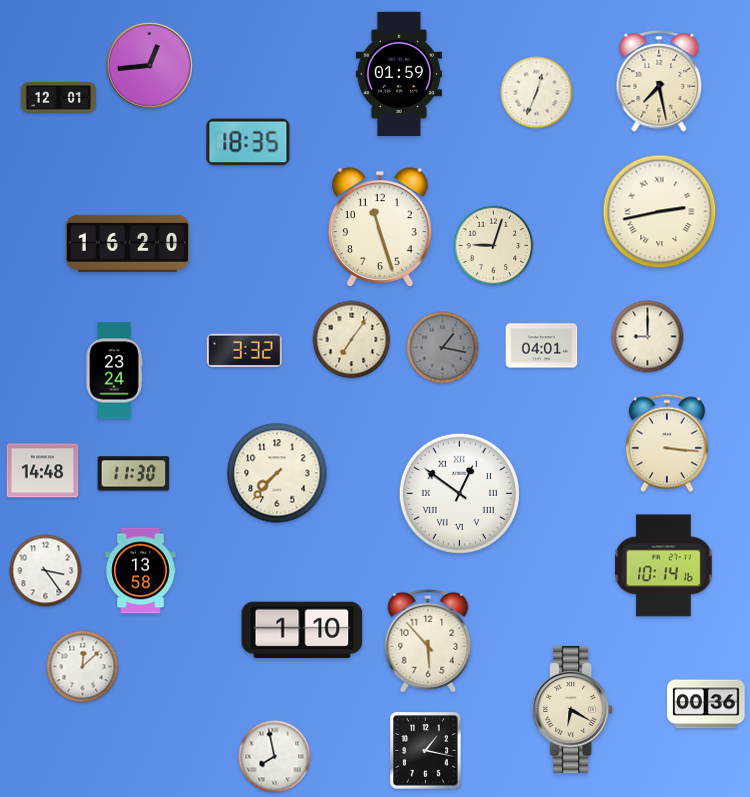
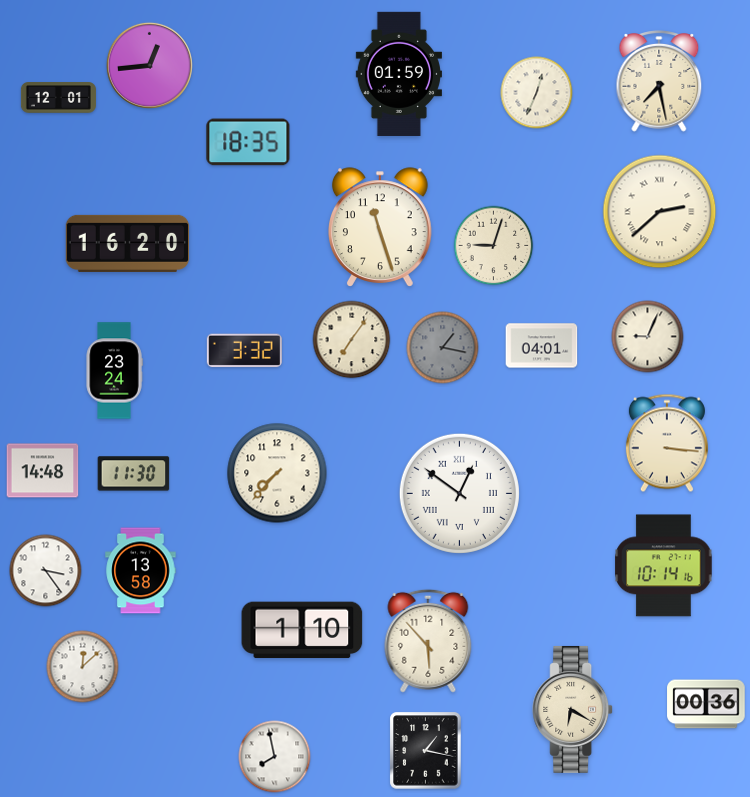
clock at (660, 212): 2:43 -> 2:38
clock at (648, 337): 9:00 -> 9:04
